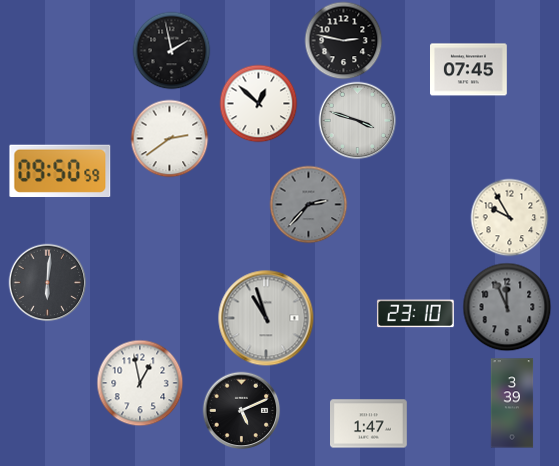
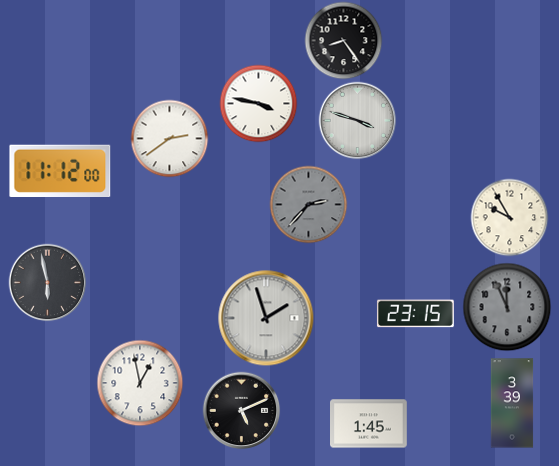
clock at (343, 40): 2:47 -> 8:24
clock at (171, 50): 1:58 -> none
clock at (469, 70): 07:45 -> none
clock at (258, 103): 12:52 -> 3:47
clock at (60, 170): 09:50 -> 11:12
clock at (47, 282): 6:01 -> 5:58
clock at (415, 314): 23:10 -> 23:15
clock at (266, 318): 10:57 -> 1:57
clock at (369, 424): 1:47 -> 1:45
